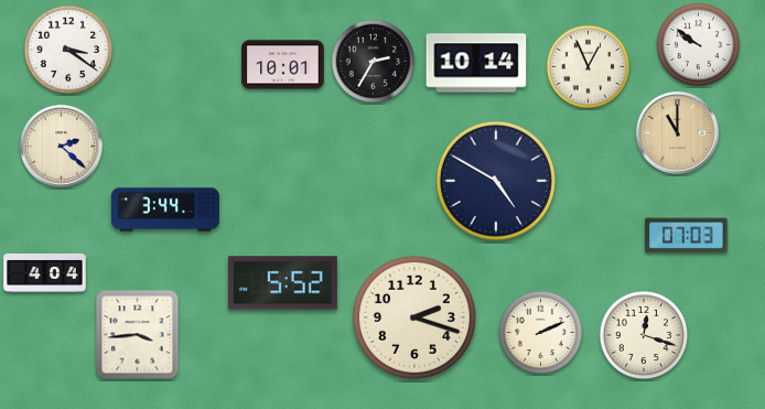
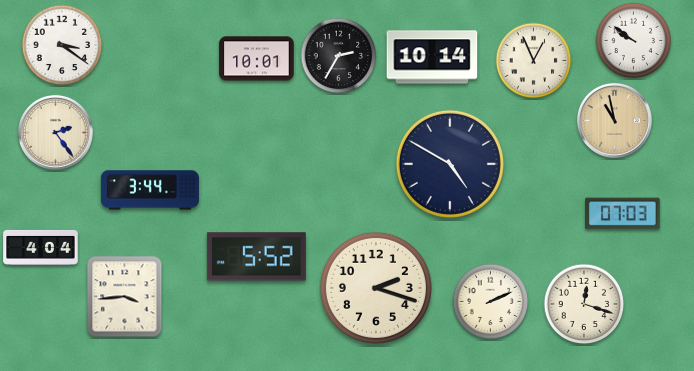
clock at (677, 132): 11:00 -> 10:58
clock at (61, 146): 2:22 -> 2:24
clock at (138, 335) position: (138, 335) -> (125, 297)
